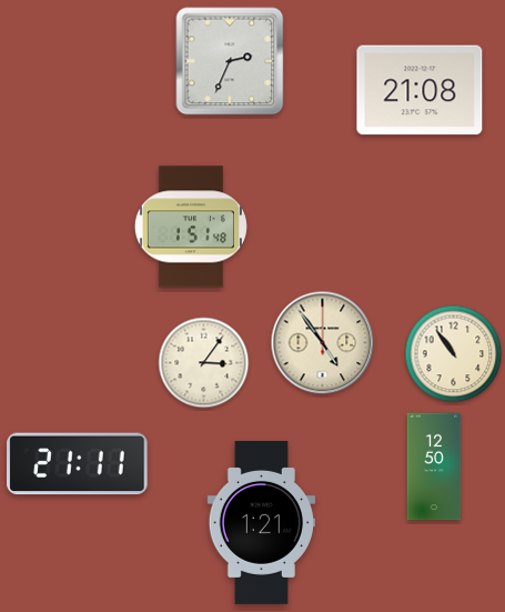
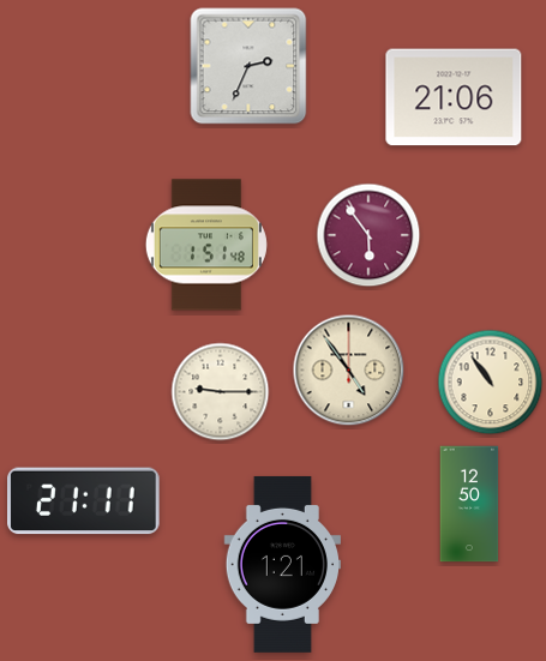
clock at (420, 90): 21:08 -> 21:06
clock at (368, 235): none -> 5:54
clock at (204, 363): 3:06 -> 9:15
